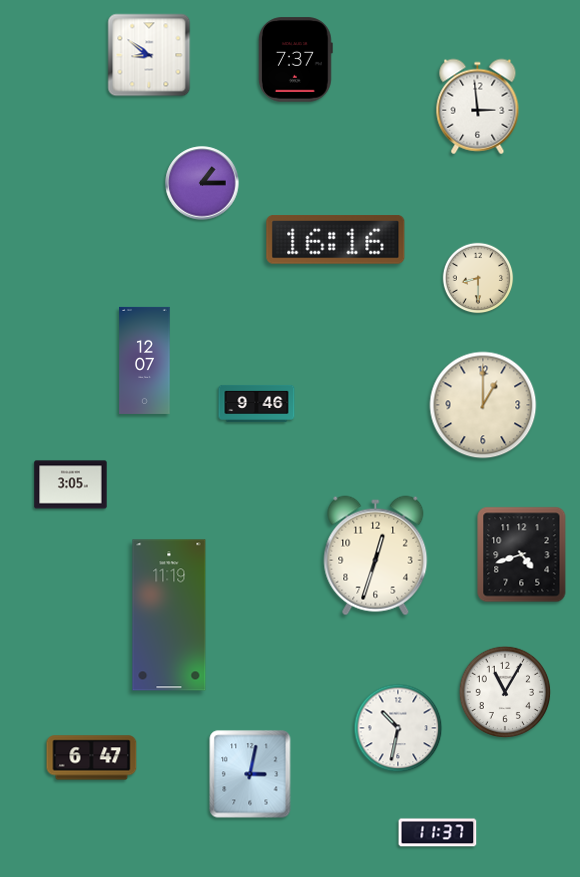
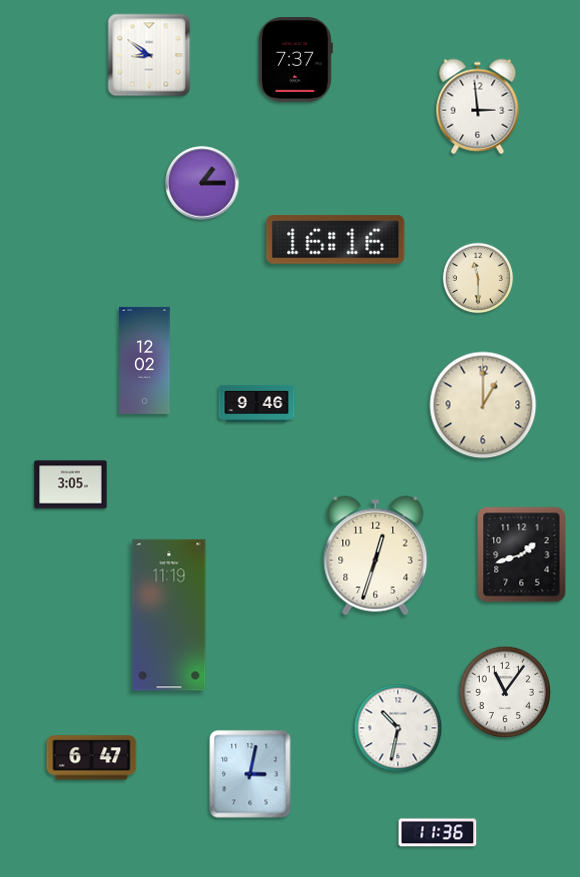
clock at (478, 278): 8:30 -> 11:30
clock at (145, 360): 12:07 -> 12:02
clock at (522, 555): 4:42 -> 1:42
clock at (505, 692): 11:05 -> 11:06
clock at (438, 833): 11:37 -> 11:36
